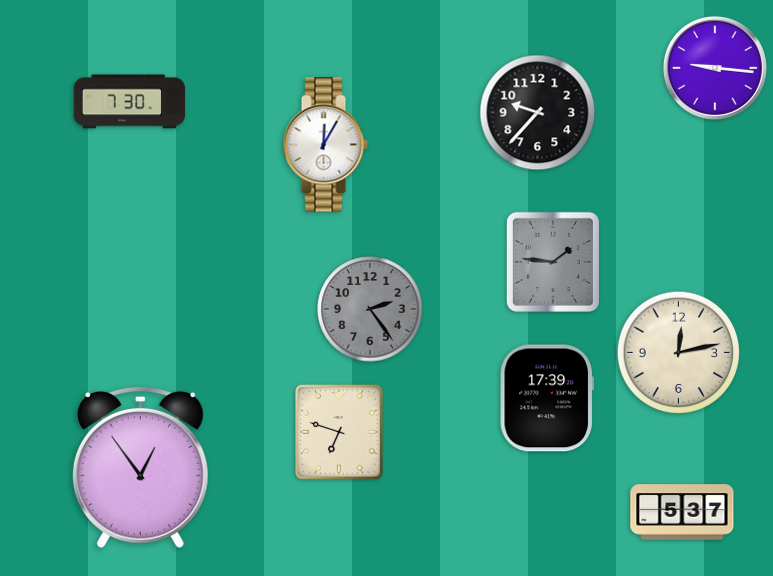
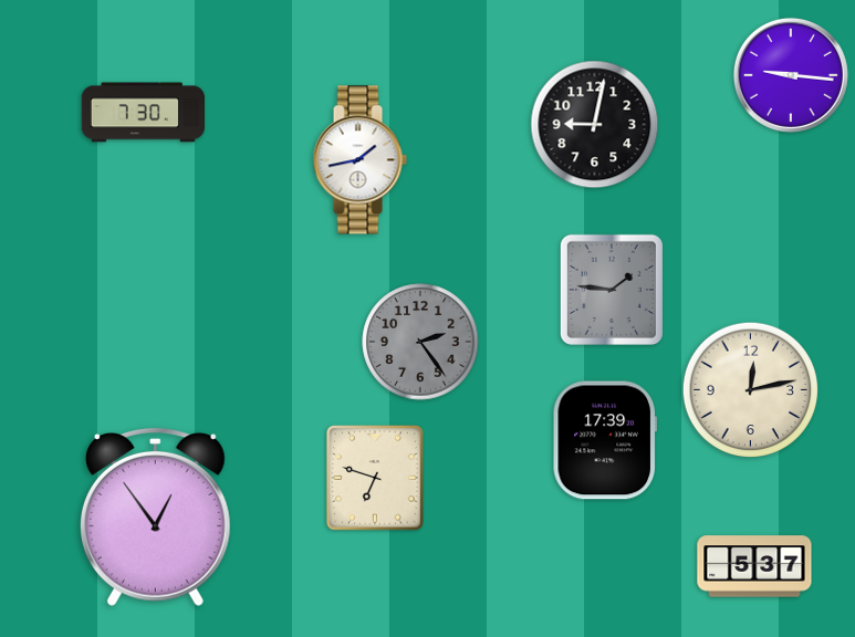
clock at (538, 113): 9:37 -> 9:02
clock at (325, 145): 12:05 -> 1:43
clock at (370, 309) position: (370, 309) -> (420, 342)
